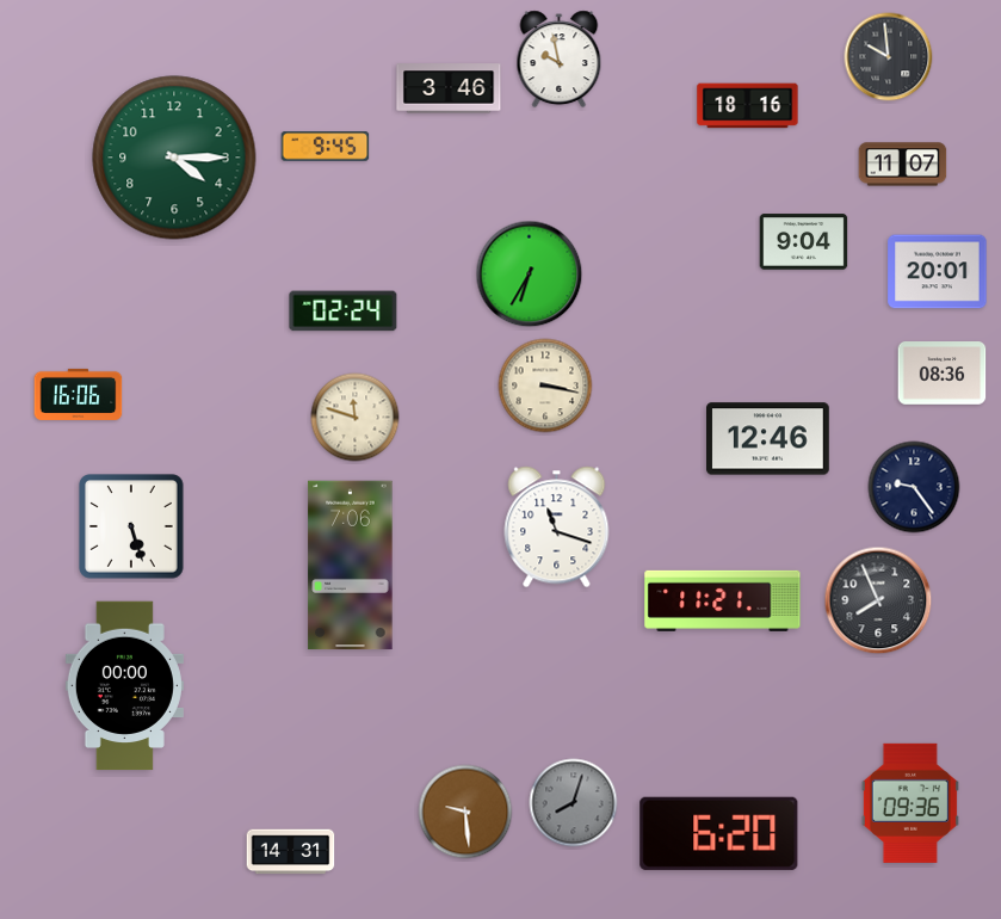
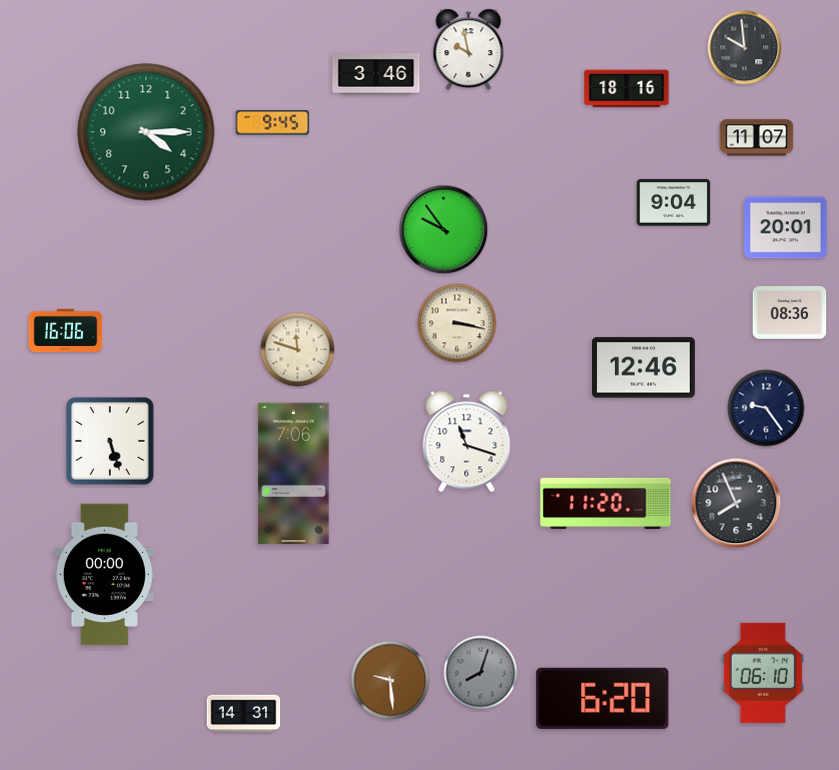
clock at (530, 275): 6:35 -> 9:54
clock at (344, 312): 02:24 -> none
clock at (723, 600): 11:21 -> 11:20
clock at (910, 803): 09:36 -> 06:10
